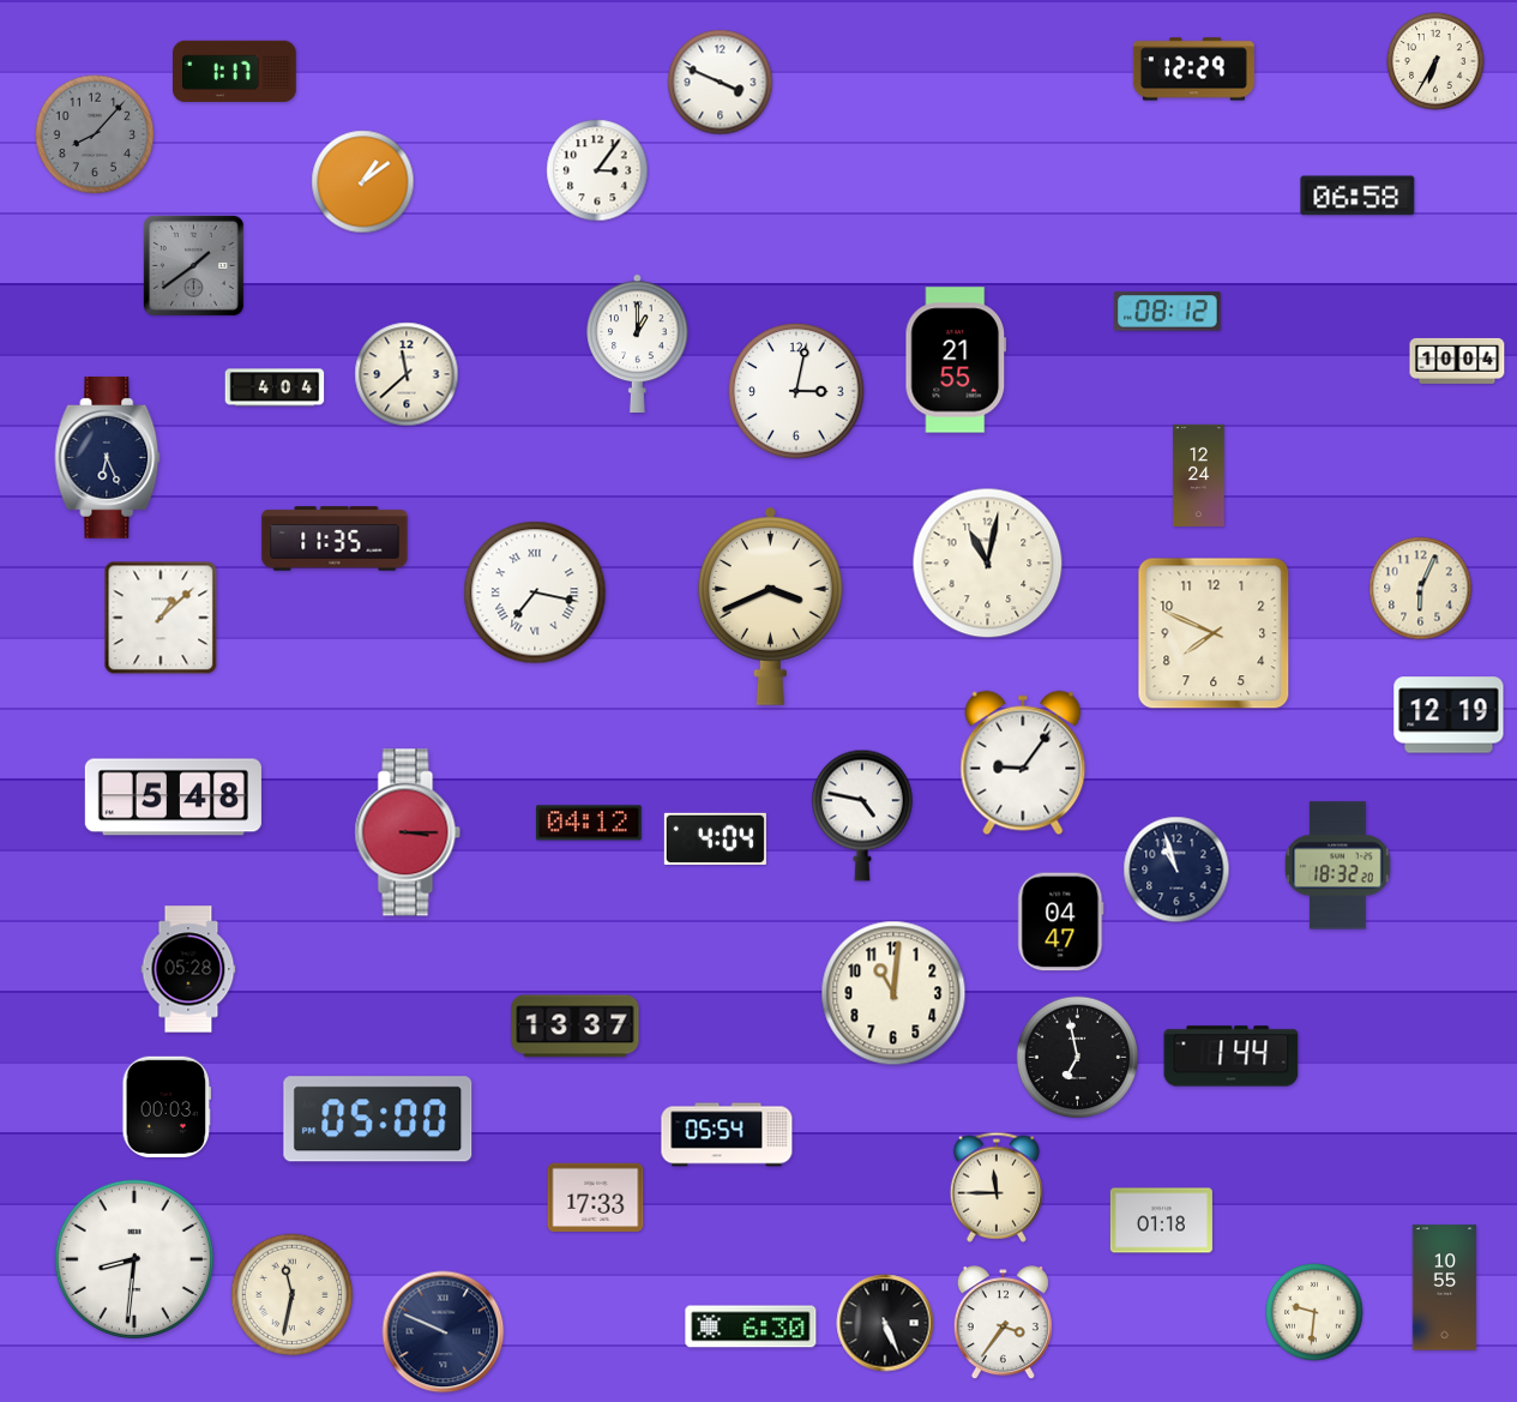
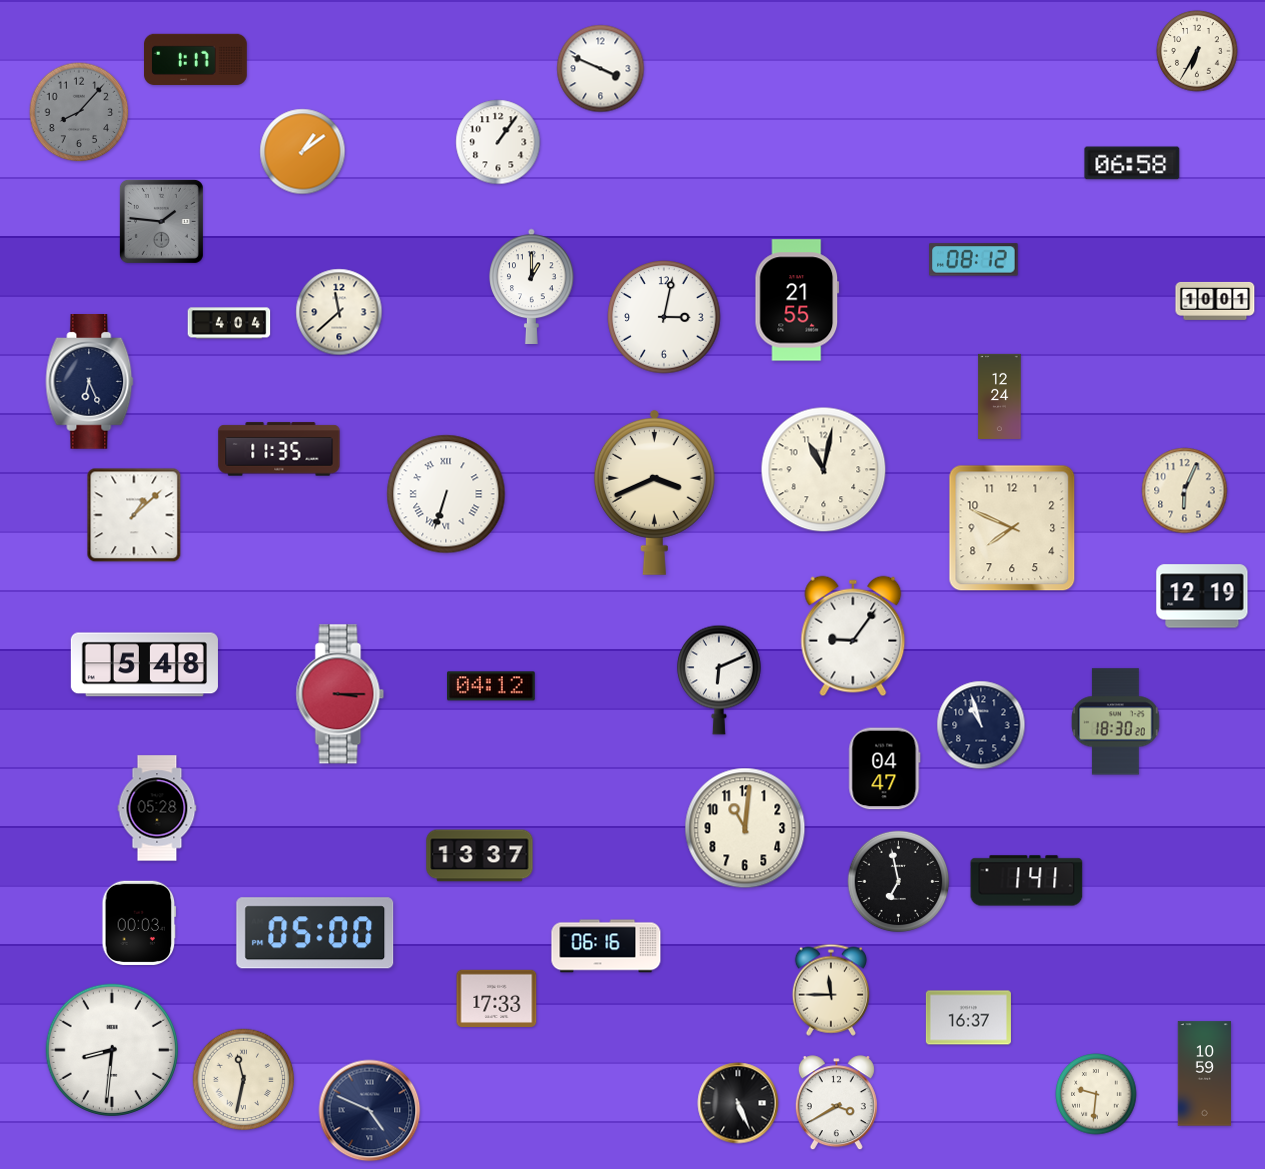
clock at (1193, 70): 12:29 -> none
clock at (597, 170): 3:06 -> 1:06
clock at (193, 265): 1:39 -> 1:46
clock at (1457, 361): 10:04 -> 10:01
clock at (796, 391) position: (796, 391) -> (664, 317)
clock at (535, 592): 7:17 -> 6:33
clock at (770, 606) position: (770, 606) -> (654, 492)
clock at (1449, 715) position: (1449, 715) -> (1202, 596)
clock at (862, 816): 4:47 -> 6:11
clock at (715, 838): 4:04 -> none
clock at (1338, 866): 18:32 -> 18:30
clock at (1232, 1057): 1:44 -> 1:41
clock at (727, 1135): 05:54 -> 06:16
clock at (1161, 1221): 01:18 -> 16:37
clock at (1445, 1288): 10:55 -> 10:59
clock at (1003, 1323): 3:36 -> 3:40
clock at (751, 1326): 6:30 -> none
clock at (444, 1332): 9:49 -> 4:49
